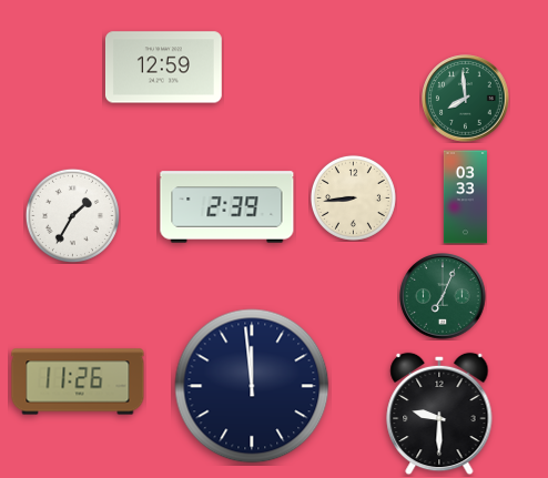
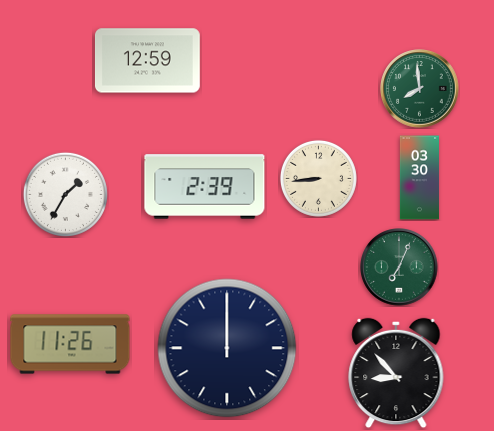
clock at (465, 197): 03:33 -> 03:30
clock at (252, 386): 11:59 -> 12:00
clock at (439, 414): 9:30 -> 8:53
